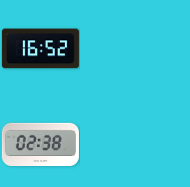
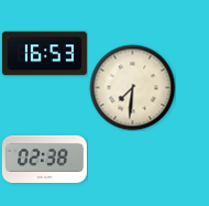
clock at (40, 49): 16:52 -> 16:53
clock at (132, 87): none -> 7:31
